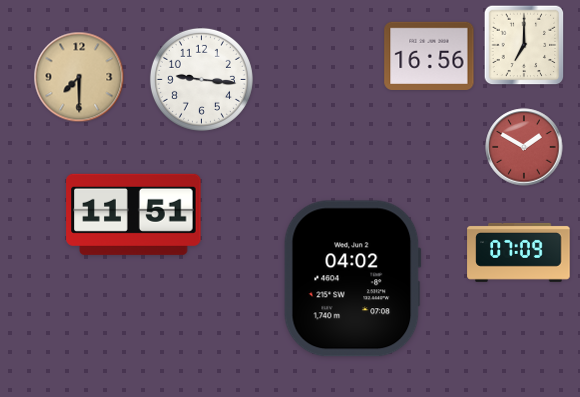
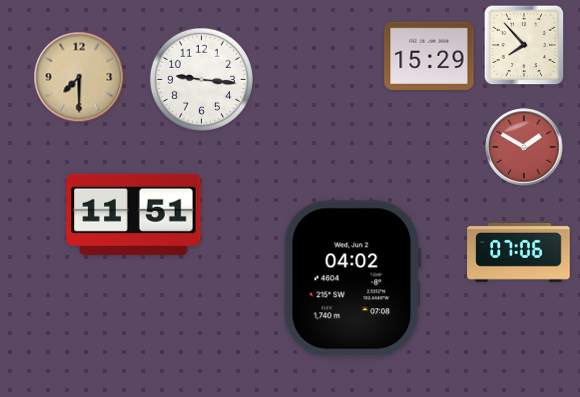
clock at (524, 45): 7:00 -> 7:53
clock at (429, 56): 16:56 -> 15:29
clock at (519, 252): 07:09 -> 07:06
